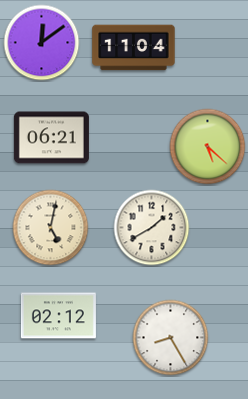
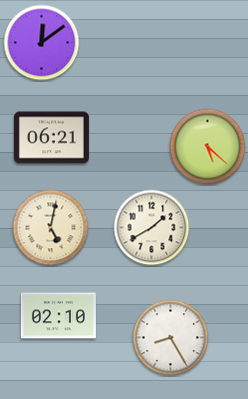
clock at (134, 48): 11:04 -> none
clock at (58, 316): 02:12 -> 02:10
